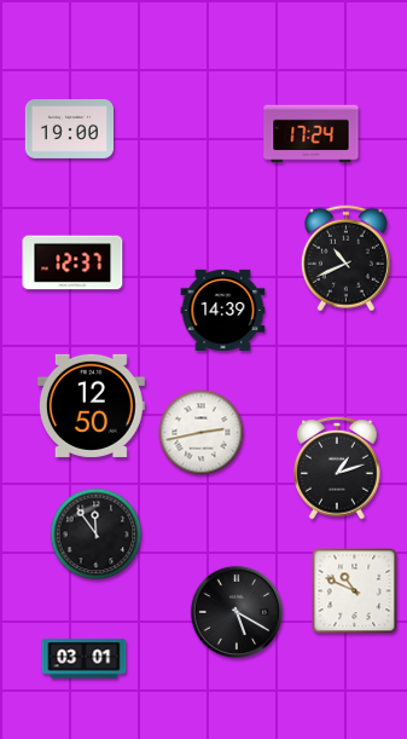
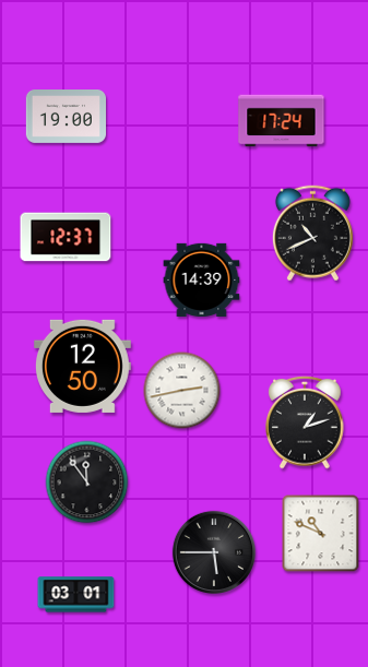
clock at (69, 129) position: (69, 129) -> (66, 117)
clock at (236, 611): 5:20 -> 5:45
